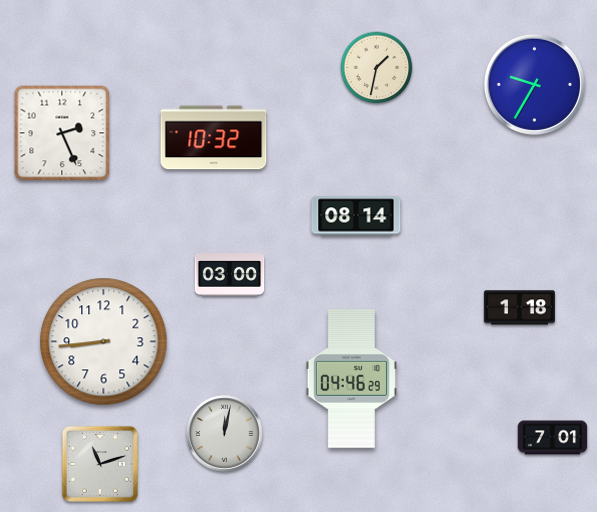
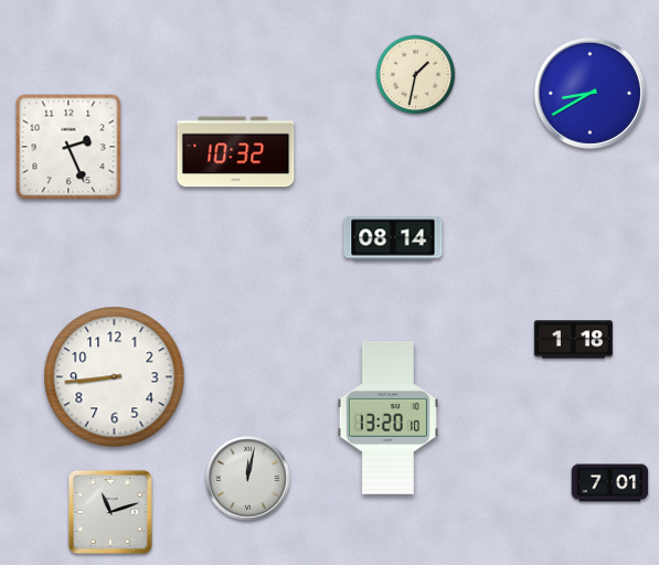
clock at (534, 84): 9:35 -> 8:40
clock at (230, 275): 03:00 -> none
clock at (351, 379): 04:46 -> 13:20
